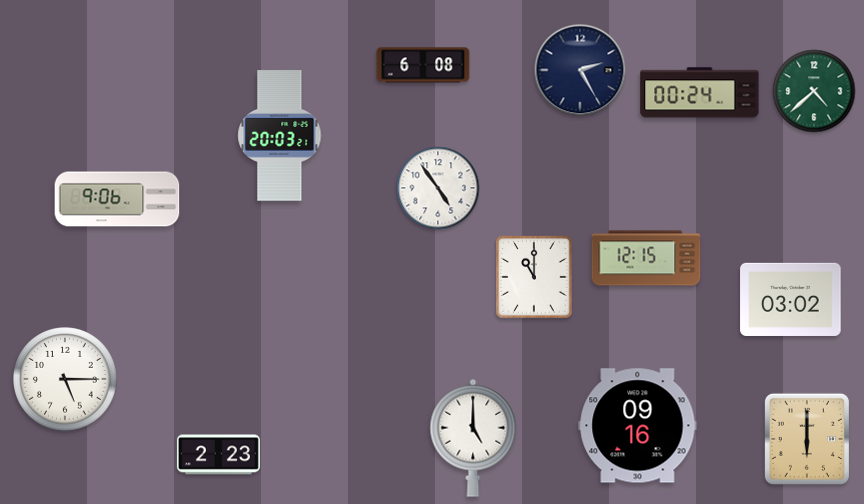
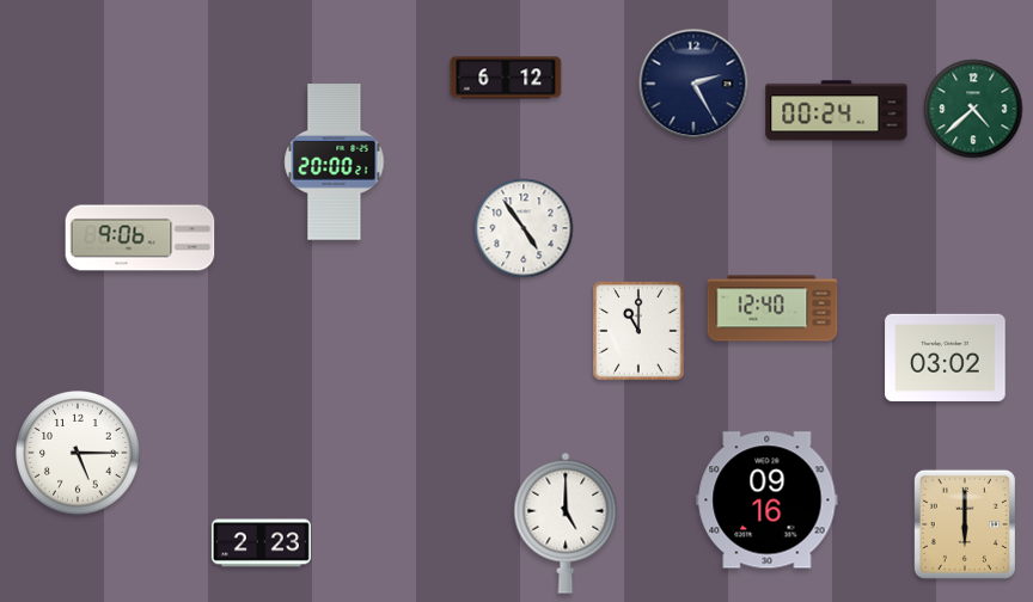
clock at (423, 65): 6:08 -> 6:12
clock at (280, 136): 20:03 -> 20:00
clock at (438, 188) position: (438, 188) -> (524, 228)
clock at (646, 258): 12:15 -> 12:40
clock at (638, 426) position: (638, 426) -> (768, 500)
